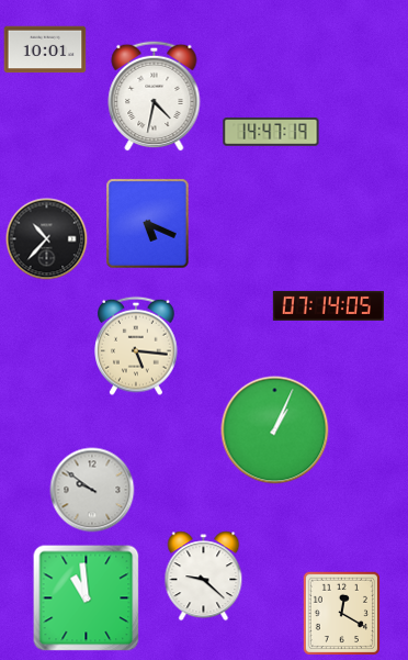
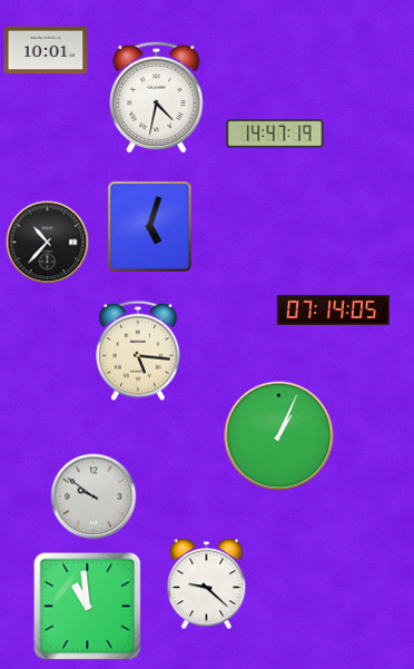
clock at (148, 224): 5:19 -> 5:03
clock at (341, 614): 12:20 -> none
